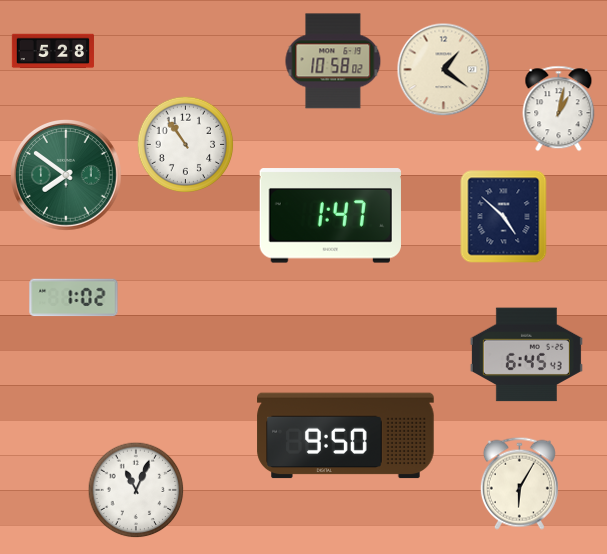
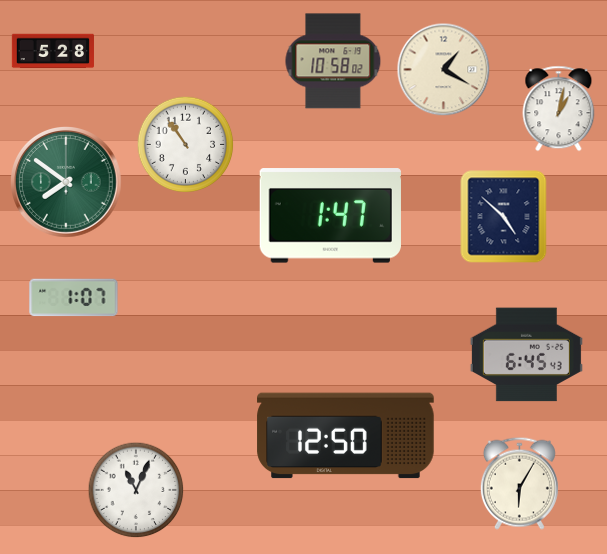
clock at (444, 70): 1:21 -> 1:20
clock at (67, 176) position: (67, 176) -> (67, 183)
clock at (74, 298): 1:02 -> 1:07
clock at (346, 436): 9:50 -> 12:50
